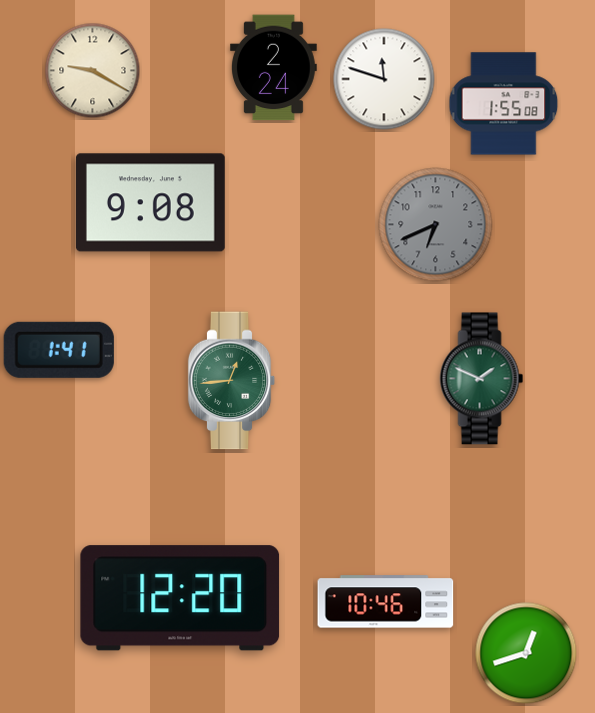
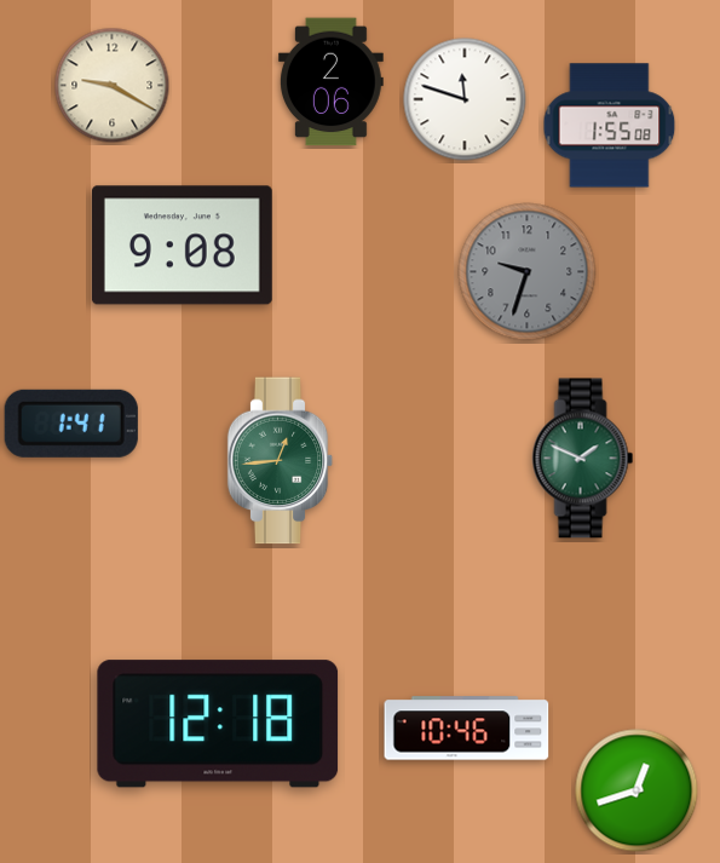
clock at (273, 68): 2:24 -> 2:06
clock at (384, 79) position: (384, 79) -> (465, 99)
clock at (436, 225): 6:41 -> 9:33
clock at (180, 598): 12:20 -> 12:18
